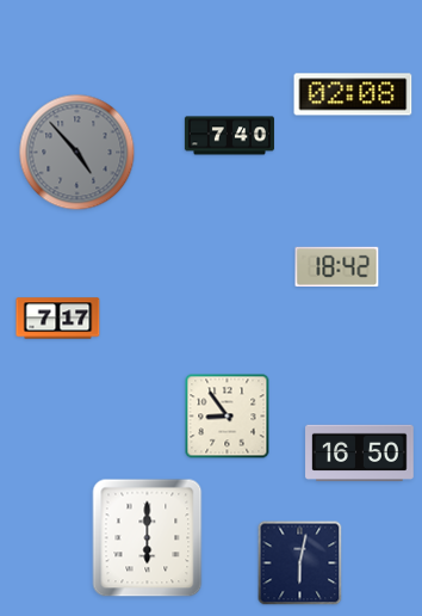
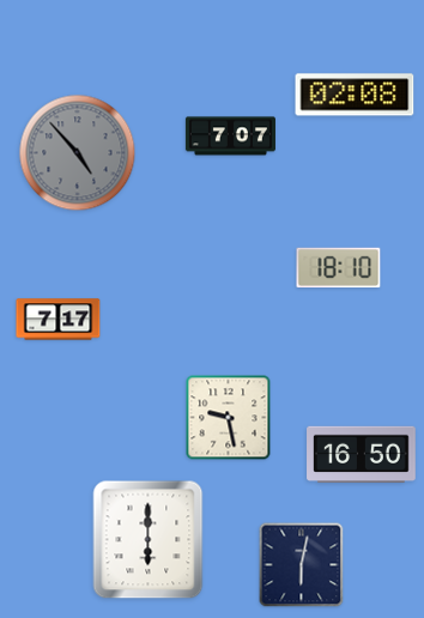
clock at (229, 136): 7:40 -> 7:07
clock at (337, 267): 18:42 -> 18:10
clock at (228, 417): 8:54 -> 9:28
